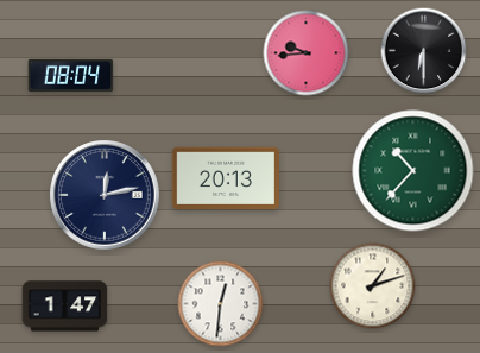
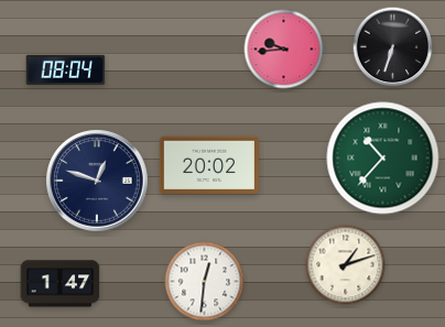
clock at (424, 51): 6:30 -> 6:33
clock at (226, 177): 20:13 -> 20:02
clock at (105, 195): 12:13 -> 12:48
